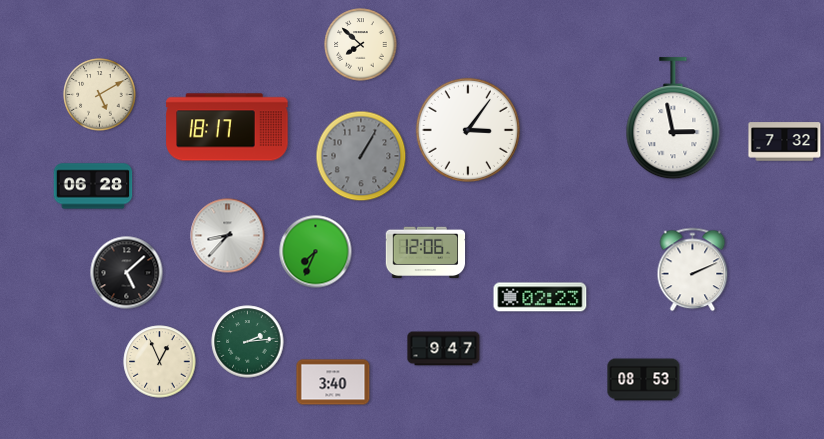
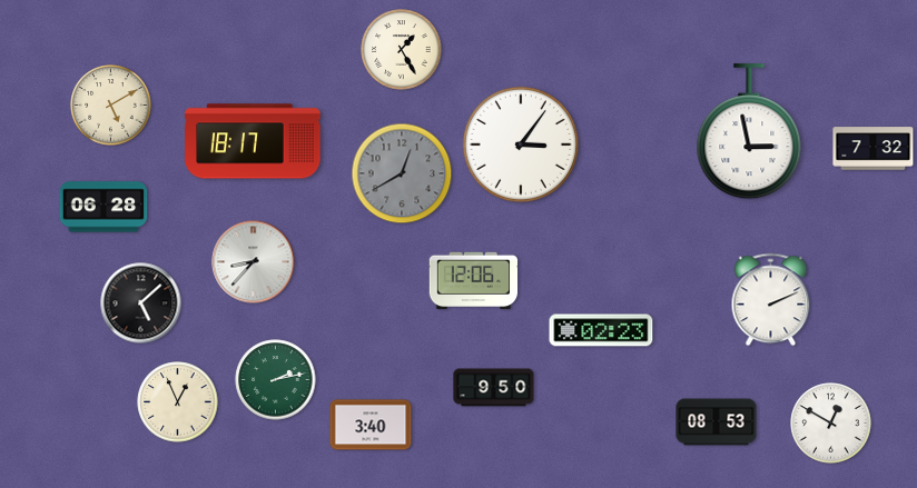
clock at (361, 45): 7:52 -> 1:25
clock at (785, 142) position: (785, 142) -> (874, 149)
clock at (361, 156): 1:05 -> 12:40
clock at (316, 252): 7:34 -> none
clock at (248, 342): 2:14 -> 2:13
clock at (444, 349): 9:47 -> 9:50
clock at (831, 424): none -> 12:50
